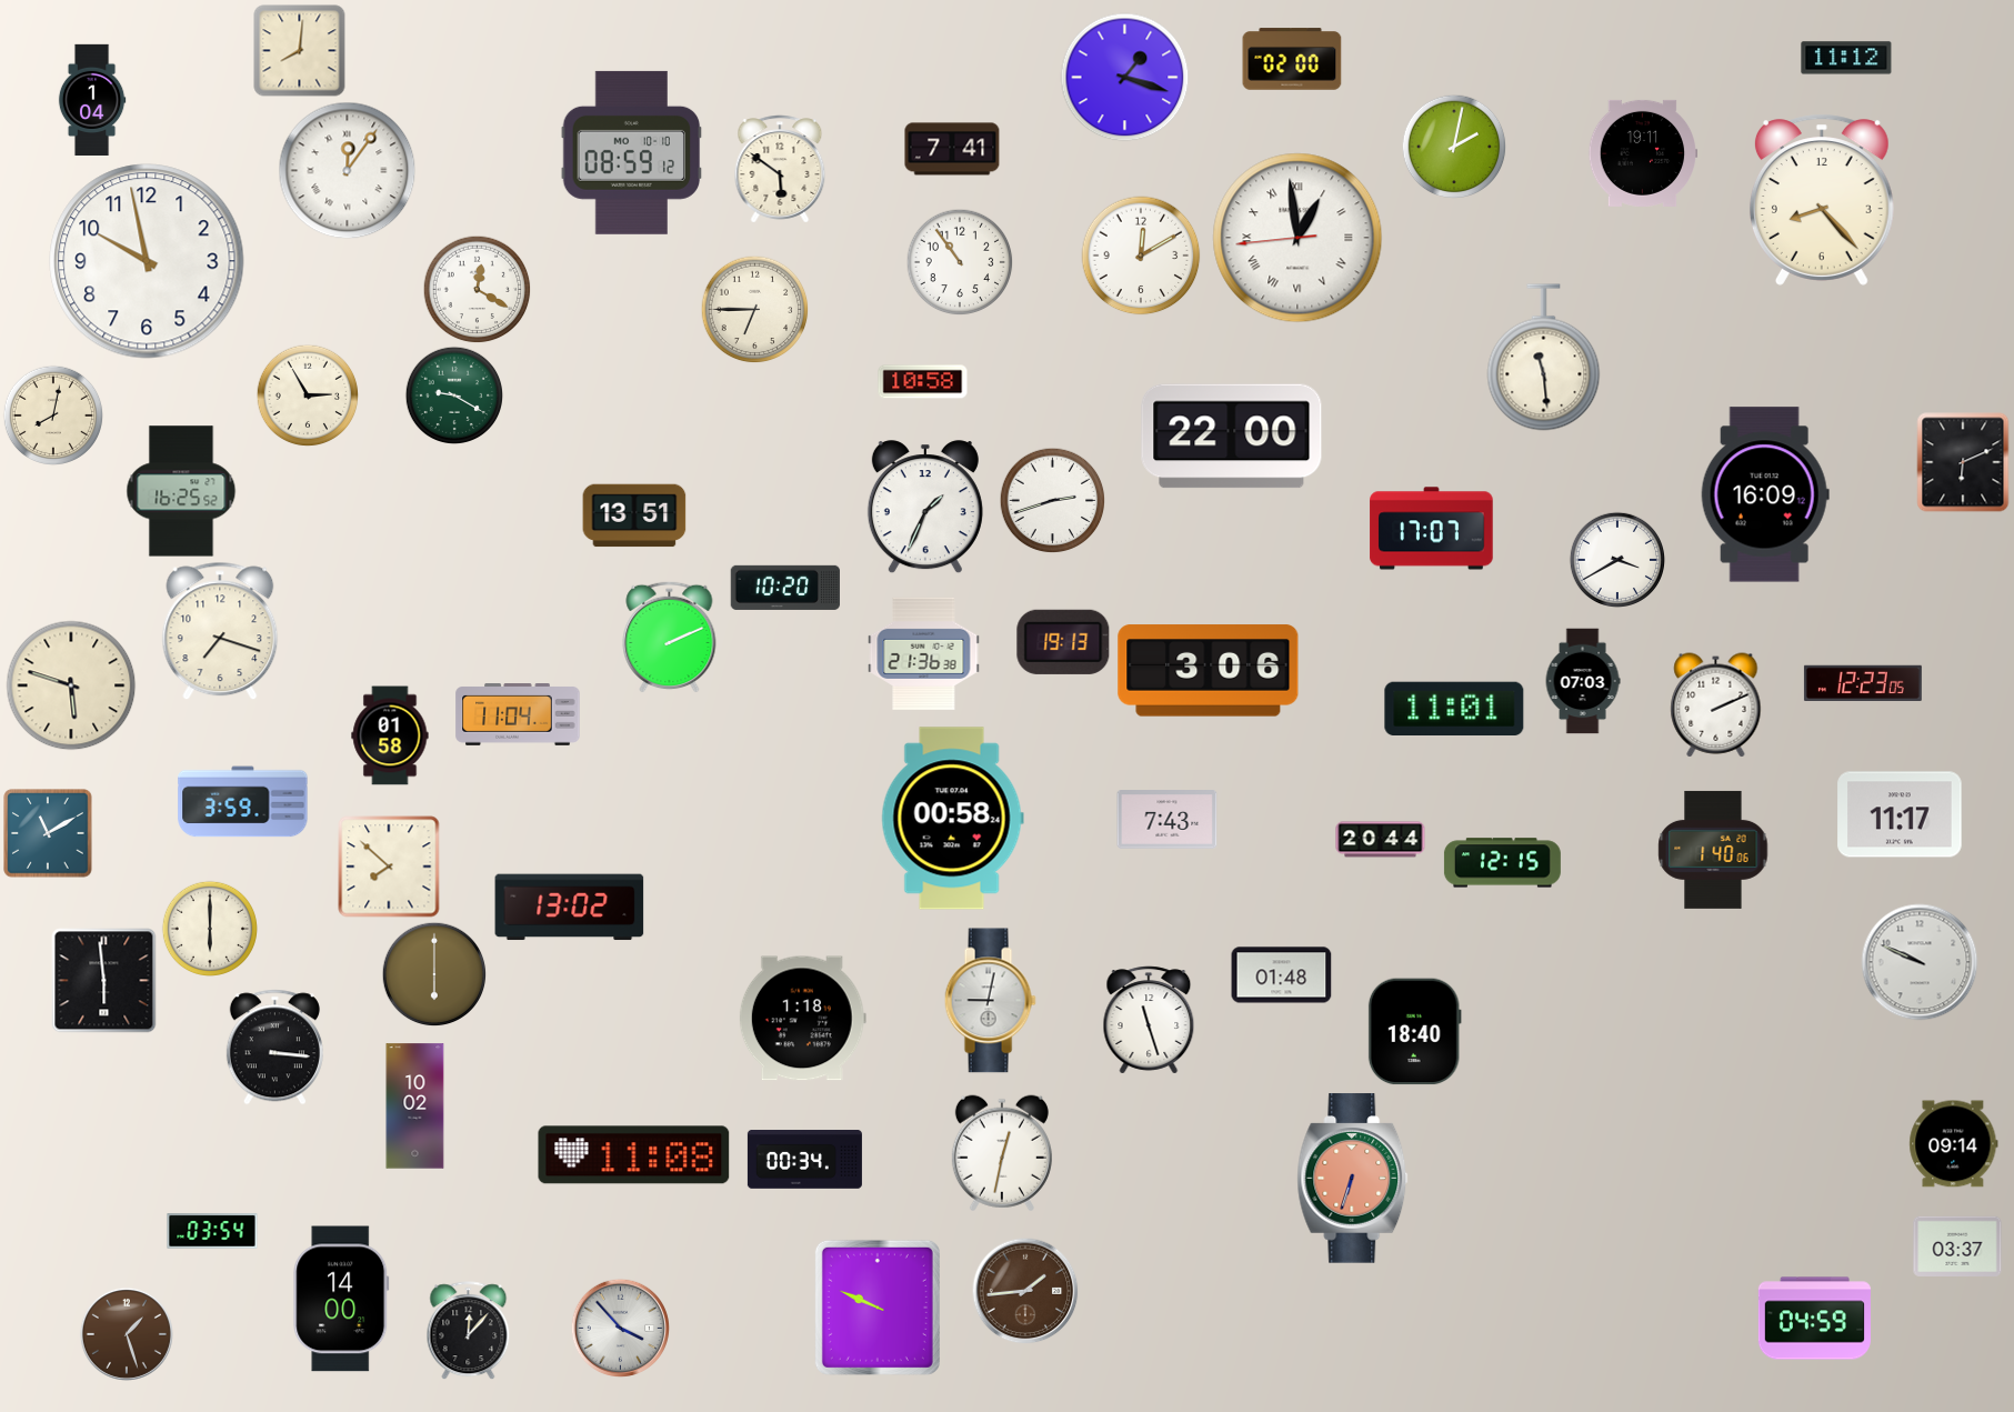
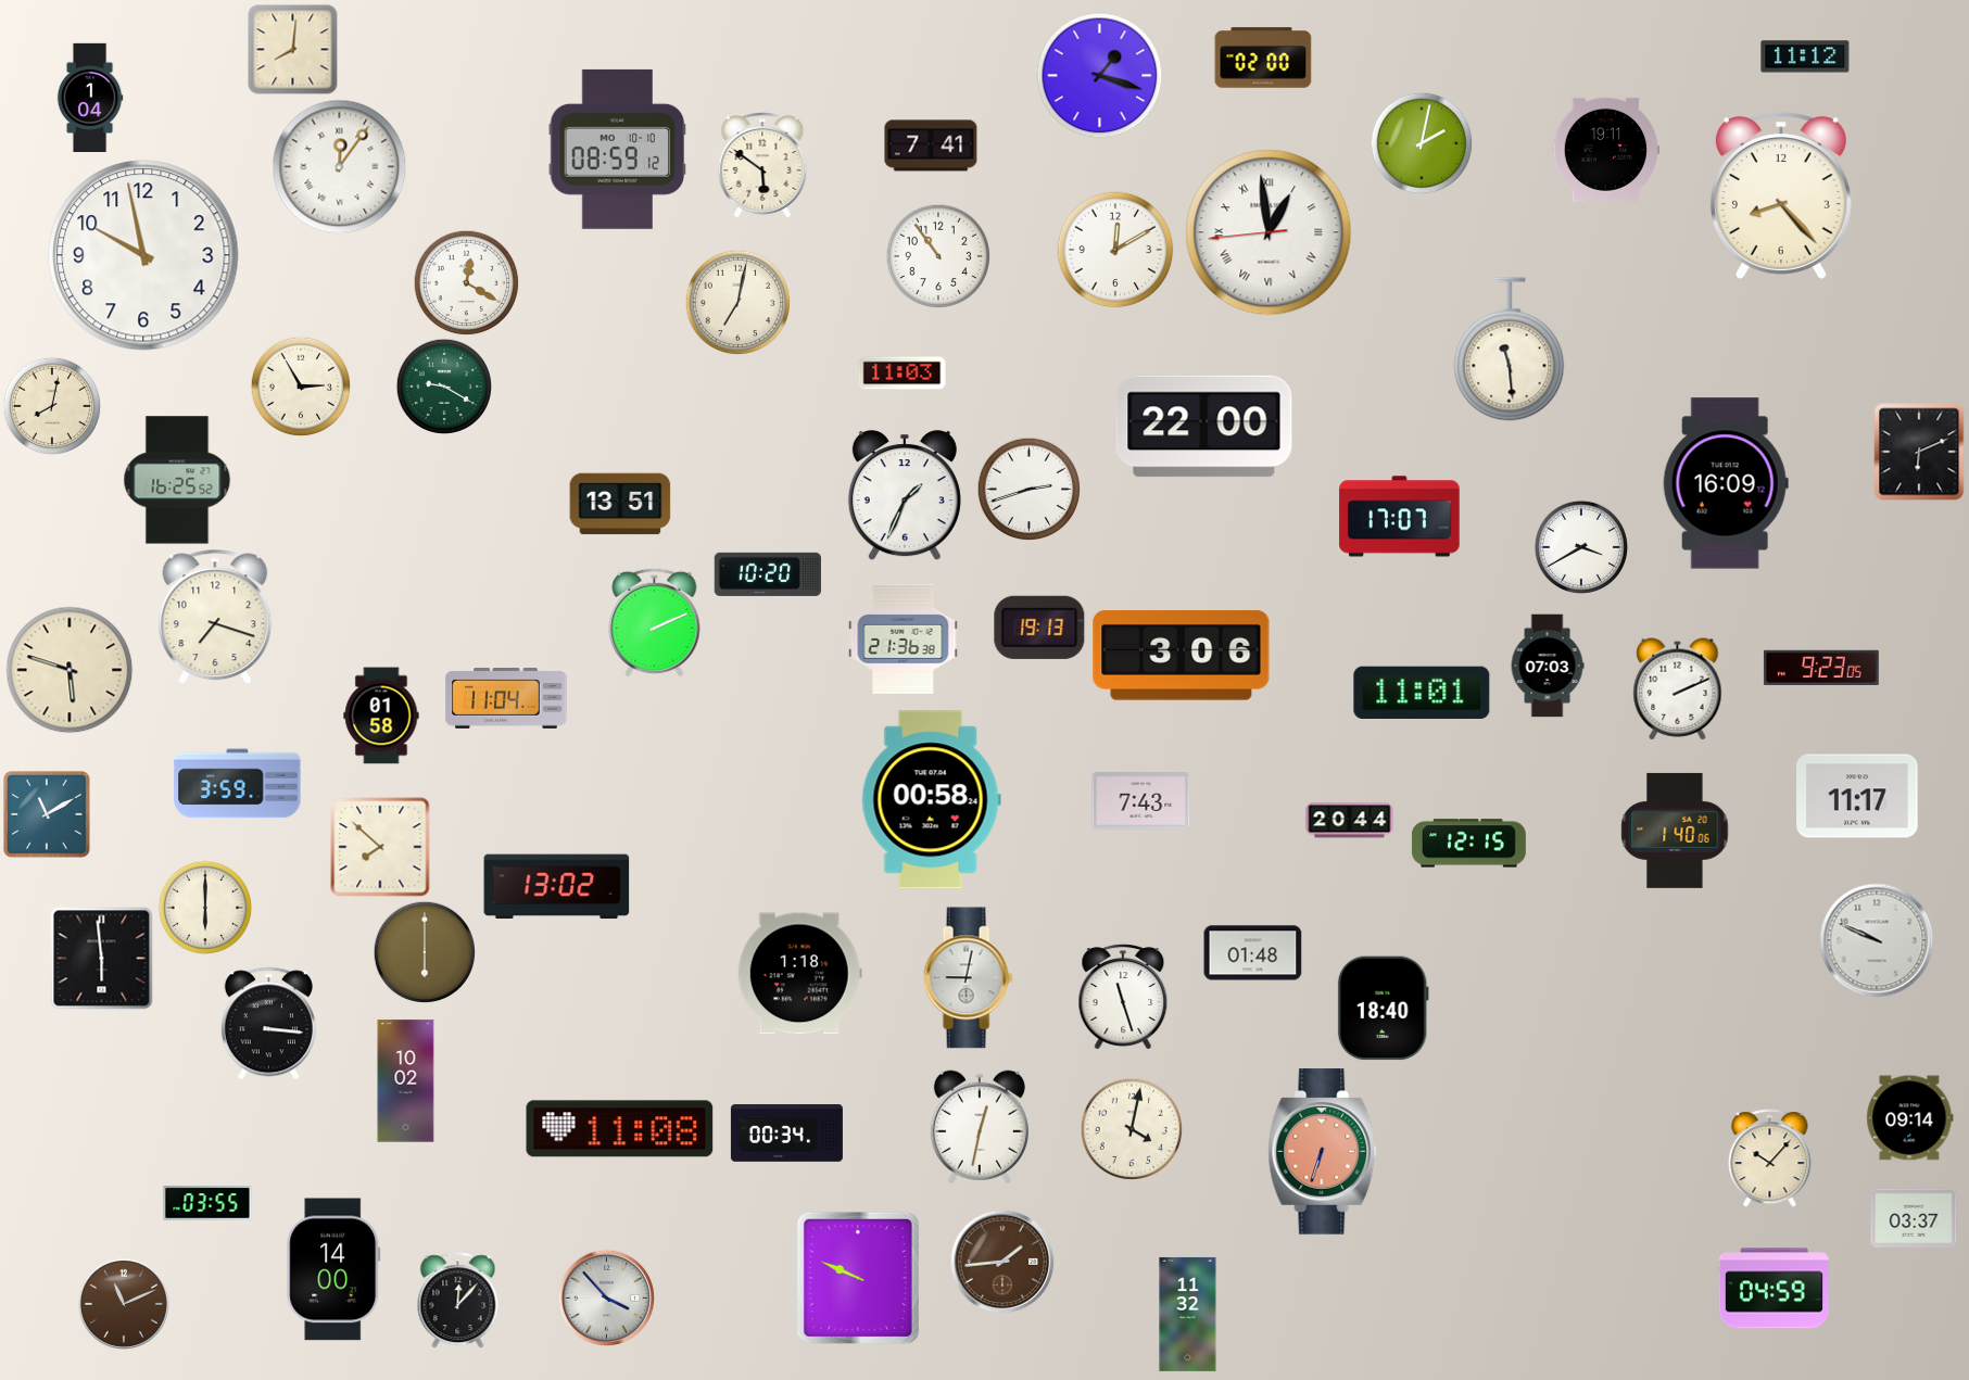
clock at (754, 309): 6:45 -> 7:02
clock at (923, 382): 10:58 -> 11:03
clock at (1863, 682): 12:23 -> 9:23
clock at (390, 735) position: (390, 735) -> (381, 716)
clock at (802, 1019) position: (802, 1019) -> (799, 974)
clock at (1132, 1129): none -> 4:02
clock at (1770, 1159): none -> 10:07
clock at (212, 1231): 03:54 -> 03:55
clock at (127, 1334): 1:27 -> 11:11
clock at (1188, 1314): none -> 11:32
